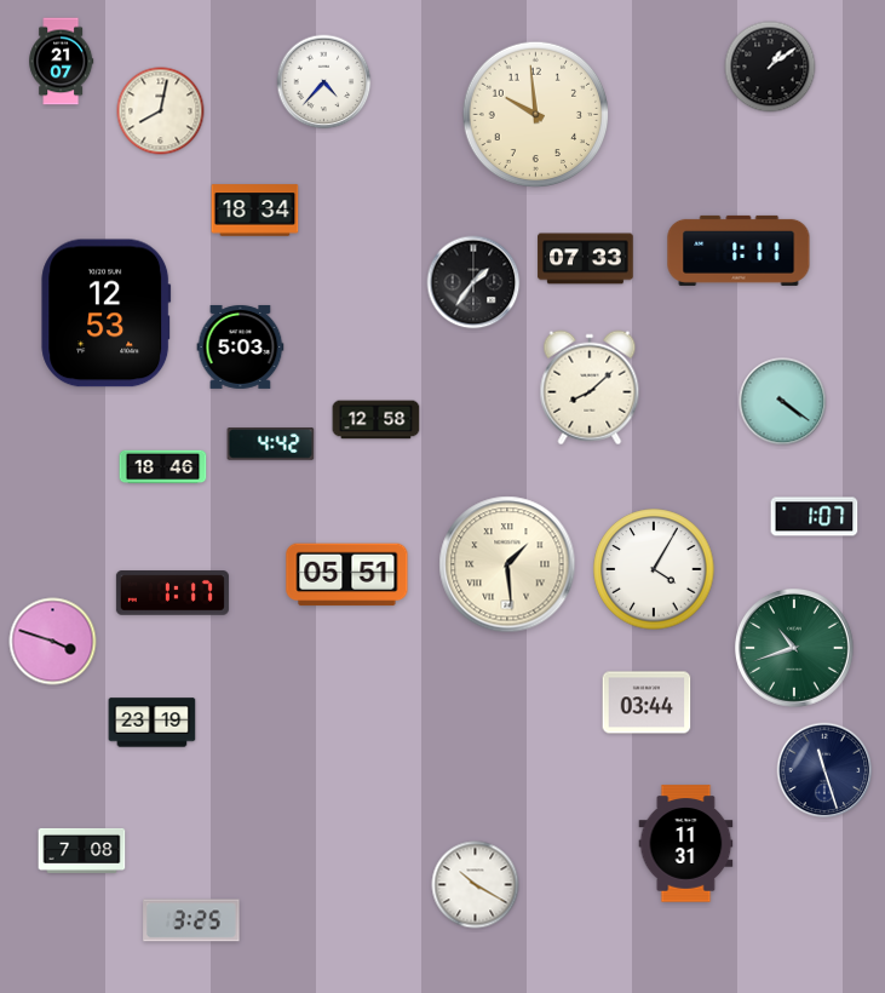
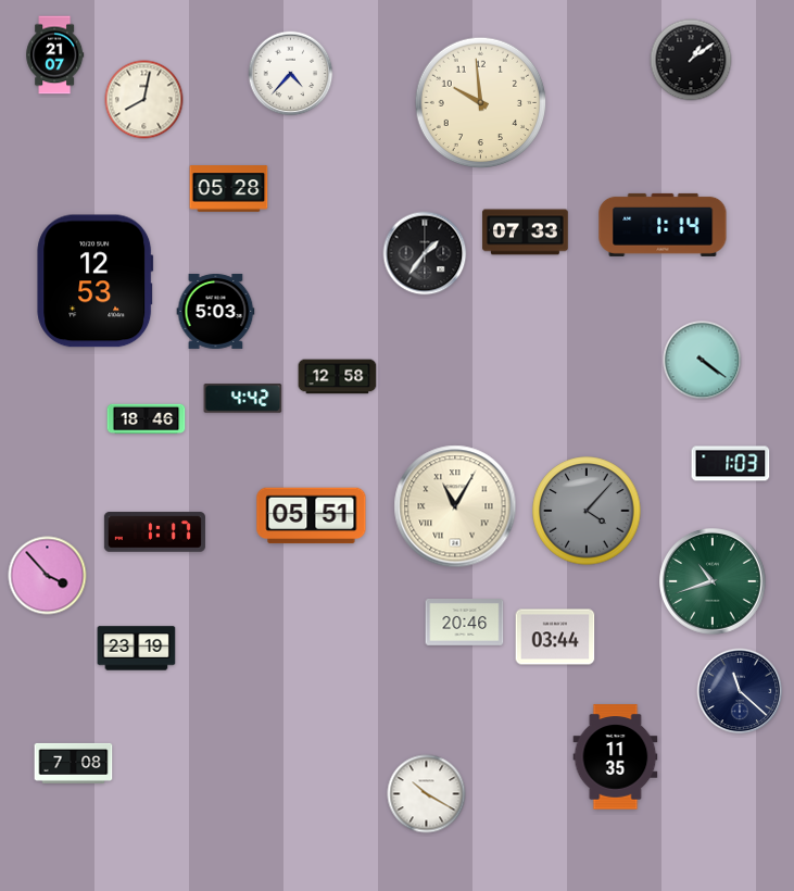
clock at (255, 211): 18:34 -> 05:28
clock at (739, 251): 1:11 -> 1:14
clock at (590, 388): 8:08 -> none
clock at (815, 517): 1:07 -> 1:03
clock at (507, 564): 1:29 -> 11:05
clock at (654, 569): 4:05 -> 4:07
clock at (654, 569) dial: white -> grey
clock at (53, 642): 3:48 -> 3:53
clock at (465, 623): none -> 20:46
clock at (646, 702) position: (646, 702) -> (555, 637)
clock at (824, 770): 11:27 -> 11:22
clock at (686, 844): 11:31 -> 11:35
clock at (191, 920): 3:25 -> none
